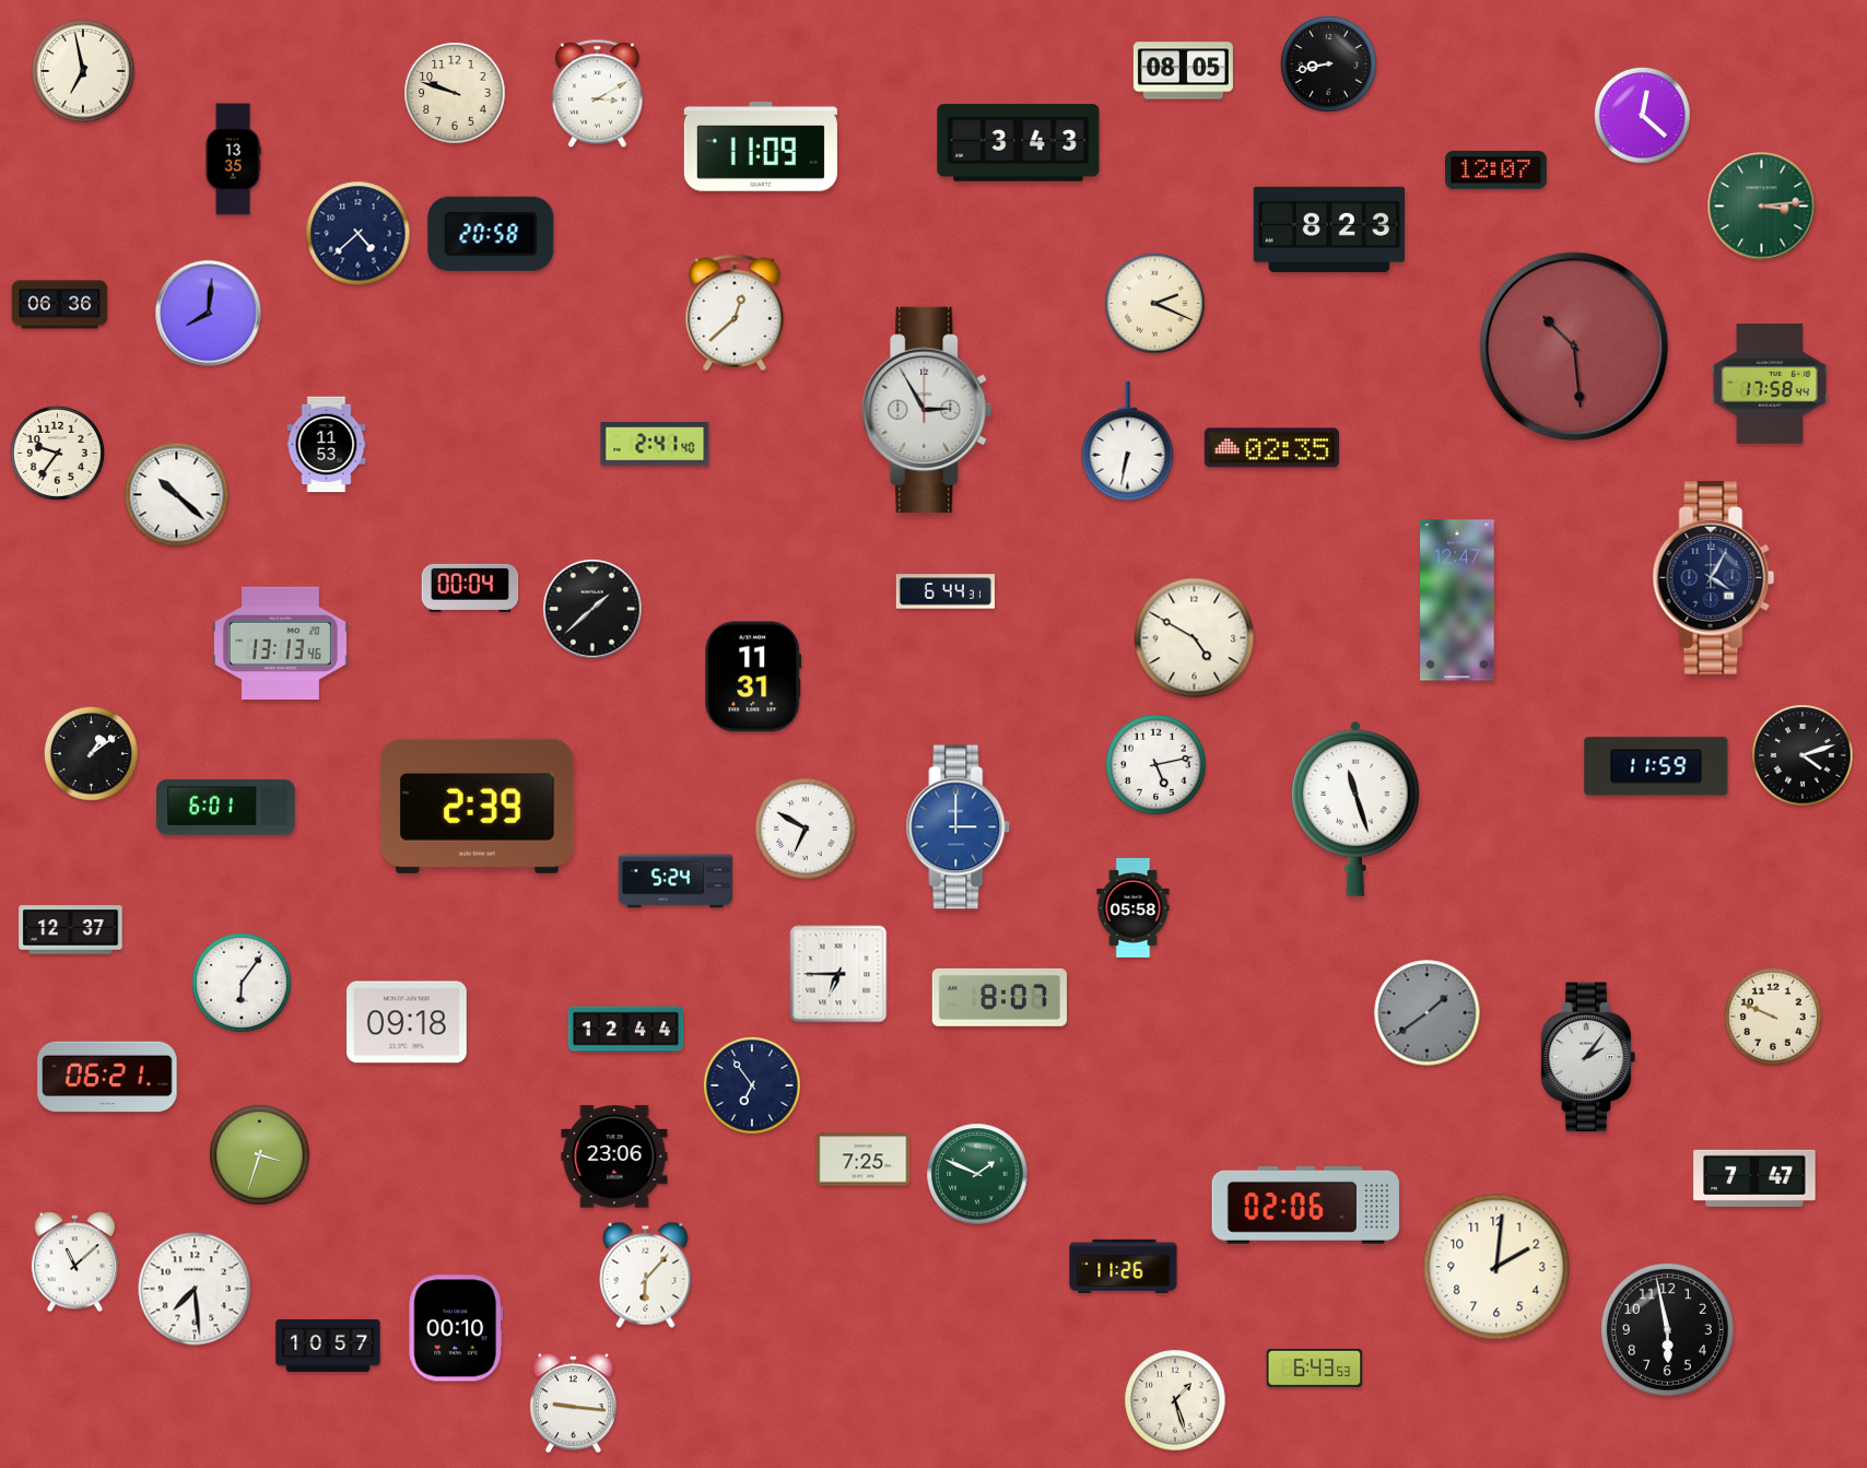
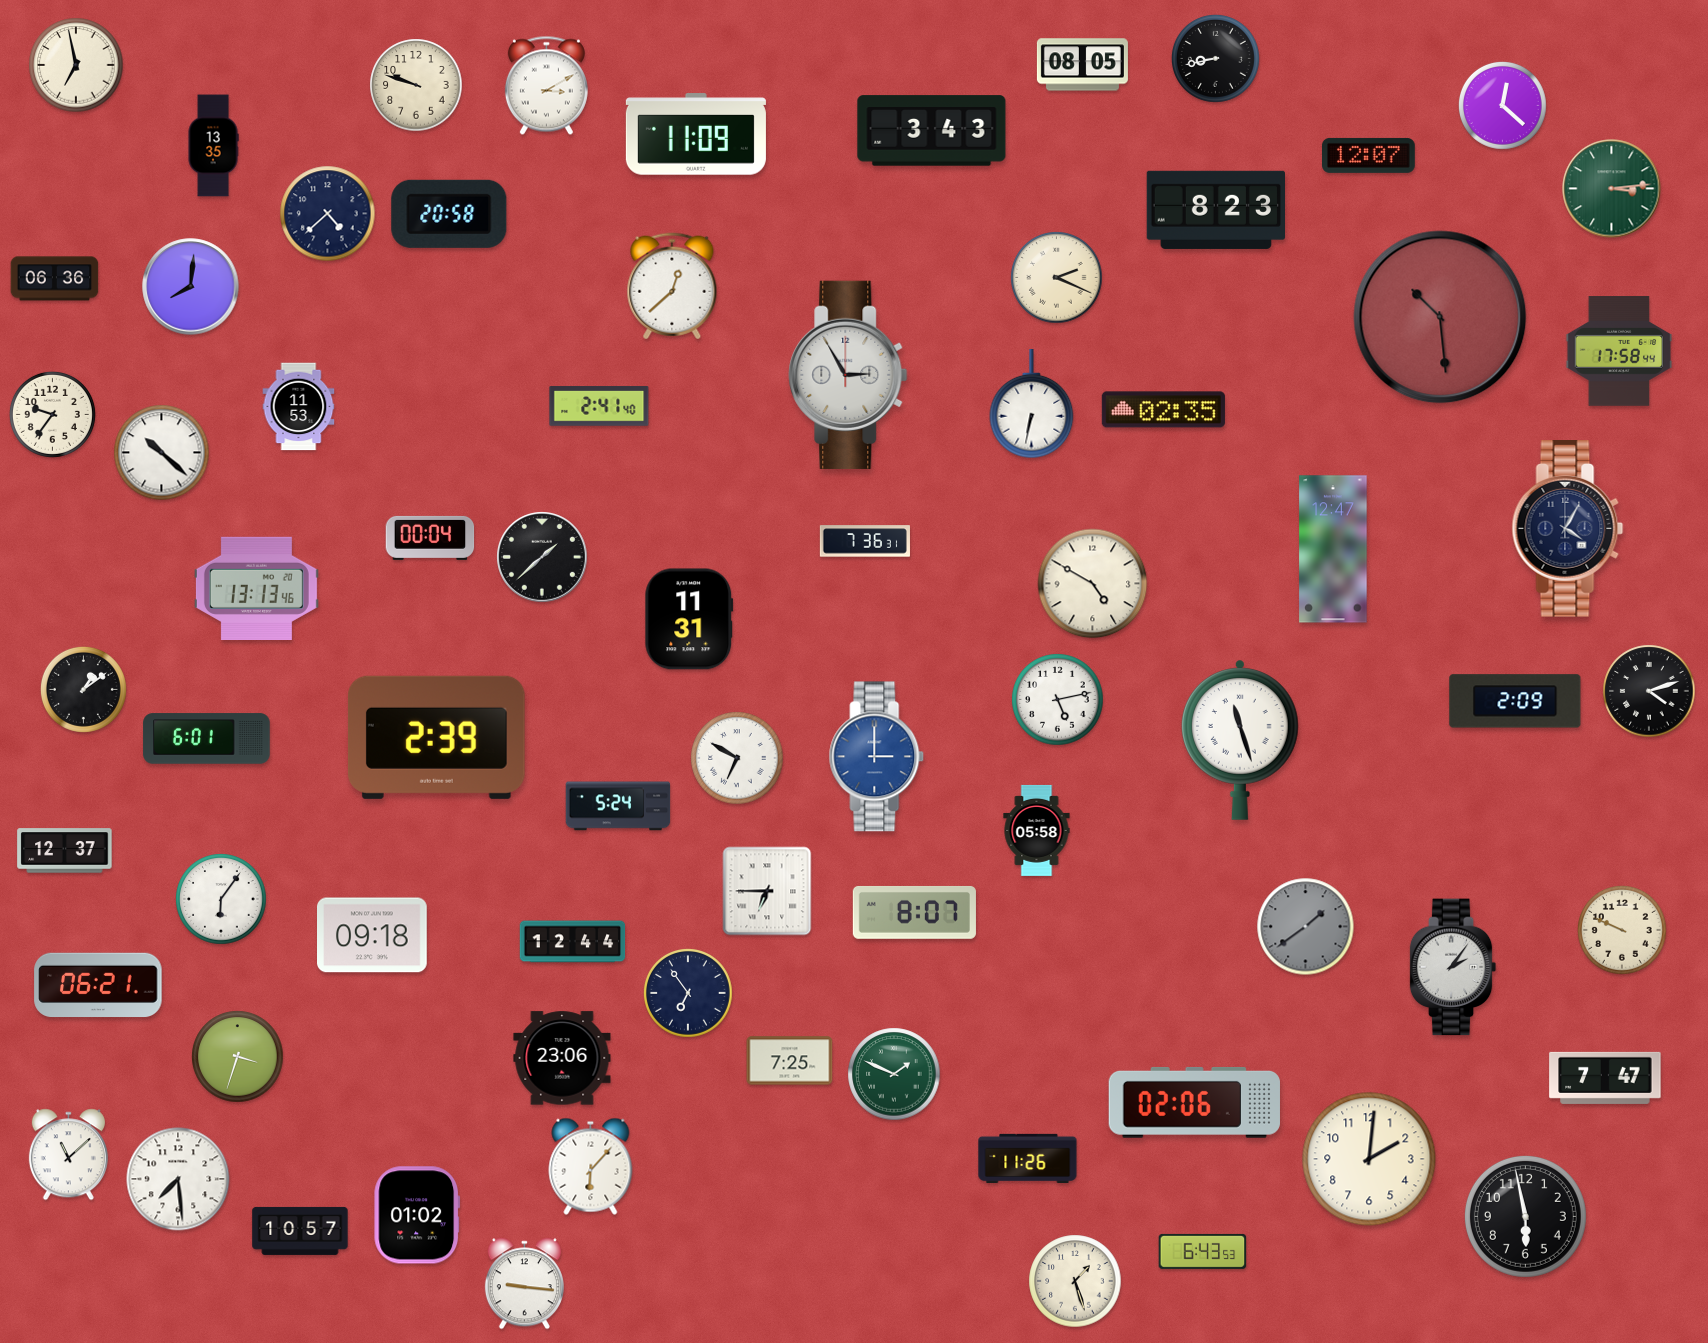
clock at (946, 591): 6:44 -> 7:36
clock at (1656, 766): 11:59 -> 2:09
clock at (456, 1328): 00:10 -> 01:02
